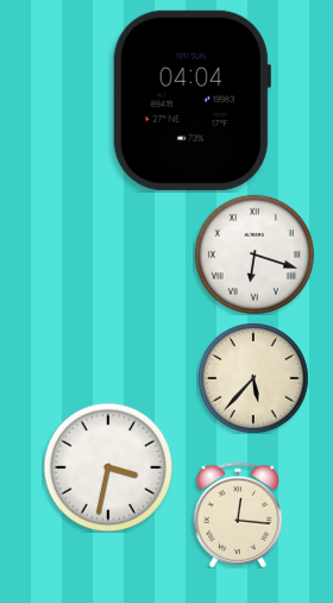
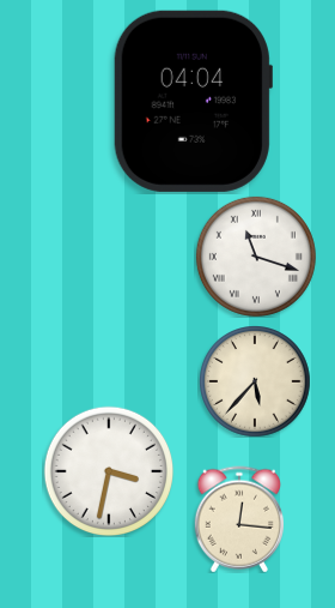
clock at (255, 255): 6:18 -> 11:18
